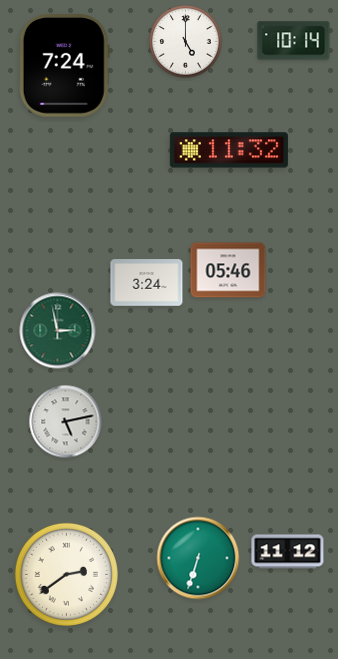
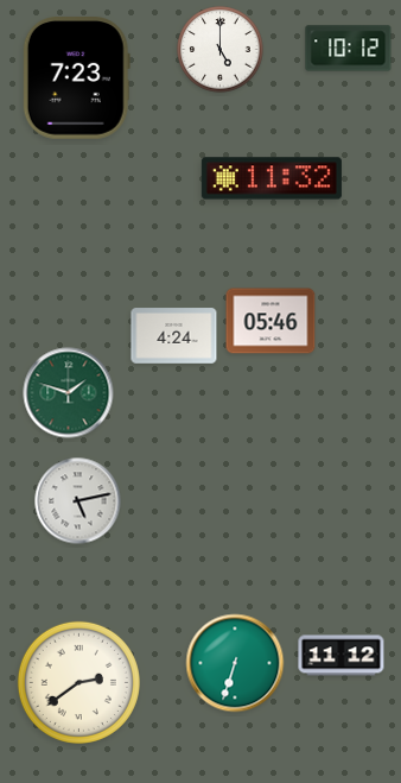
clock at (294, 41): 10:14 -> 10:12
clock at (64, 66): 7:24 -> 7:23
clock at (147, 283): 3:24 -> 4:24
clock at (58, 331): 2:58 -> 1:48
